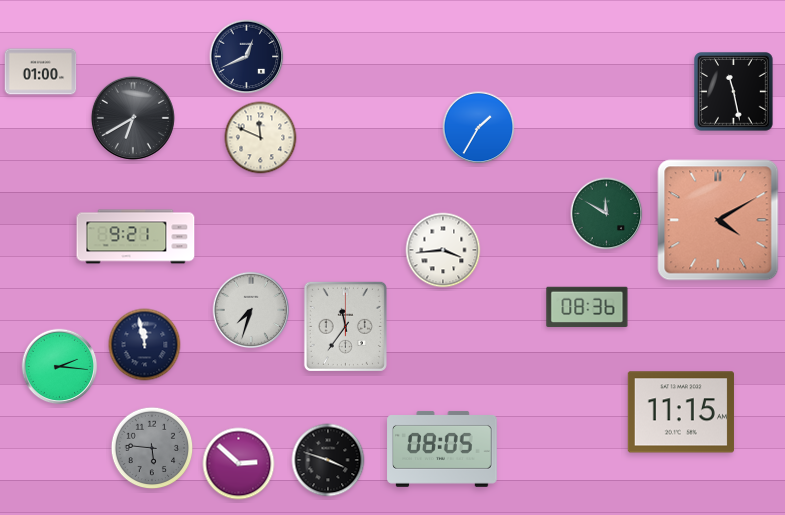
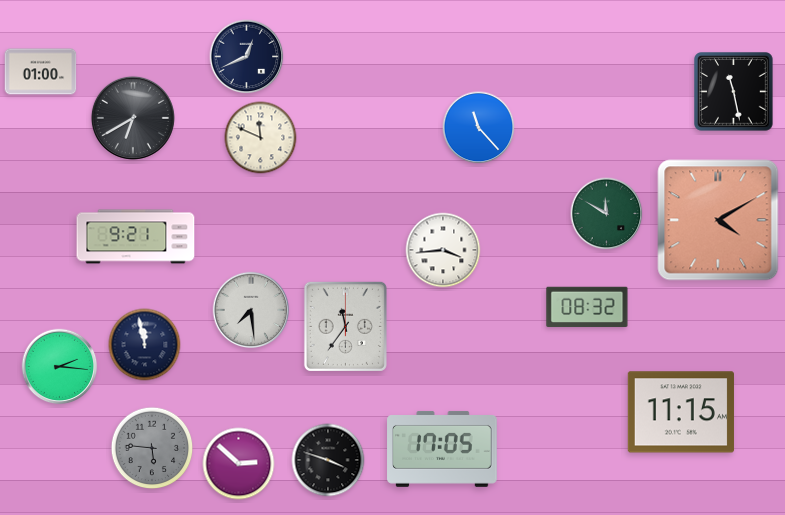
clock at (479, 128): 1:35 -> 11:23
clock at (587, 307): 08:36 -> 08:32
clock at (251, 310): 7:33 -> 7:29
clock at (442, 449): 08:05 -> 17:05
